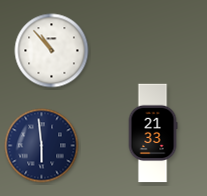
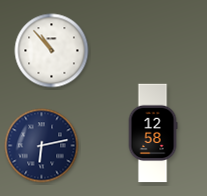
clock at (153, 133): 21:33 -> 12:58
clock at (42, 146): 5:59 -> 6:13
